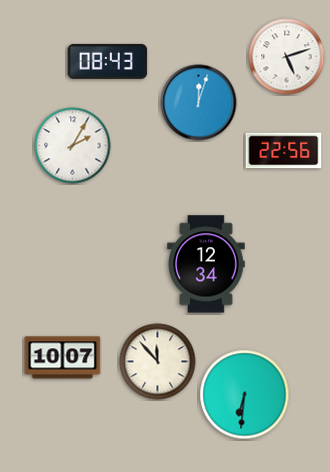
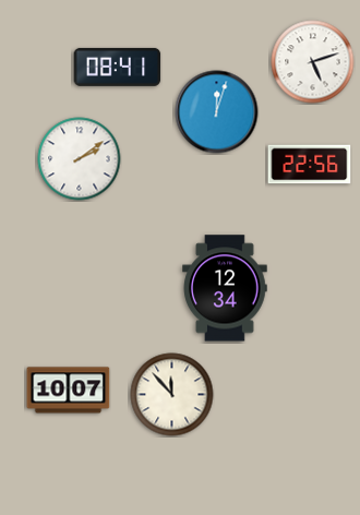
clock at (108, 61): 08:43 -> 08:41
clock at (73, 146): 2:05 -> 2:09
clock at (245, 395): 6:31 -> none
